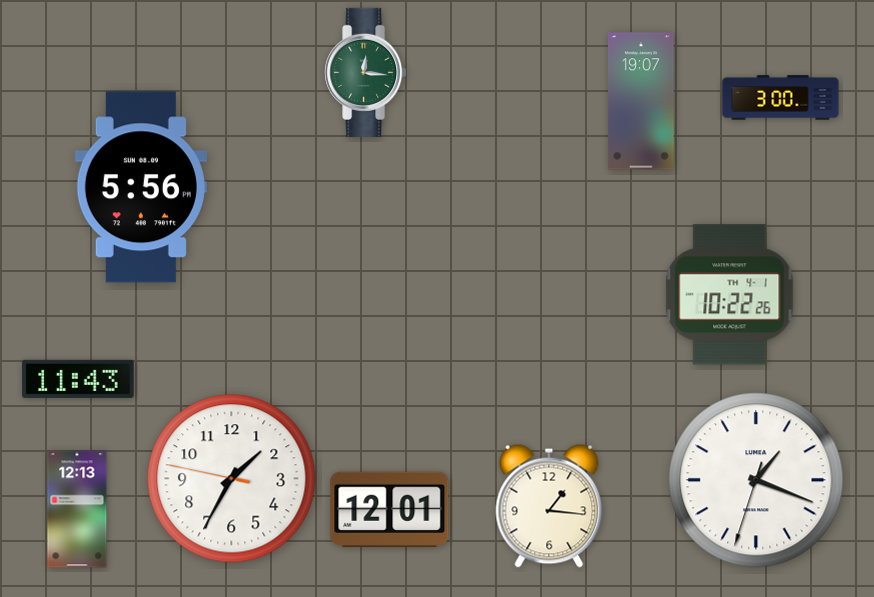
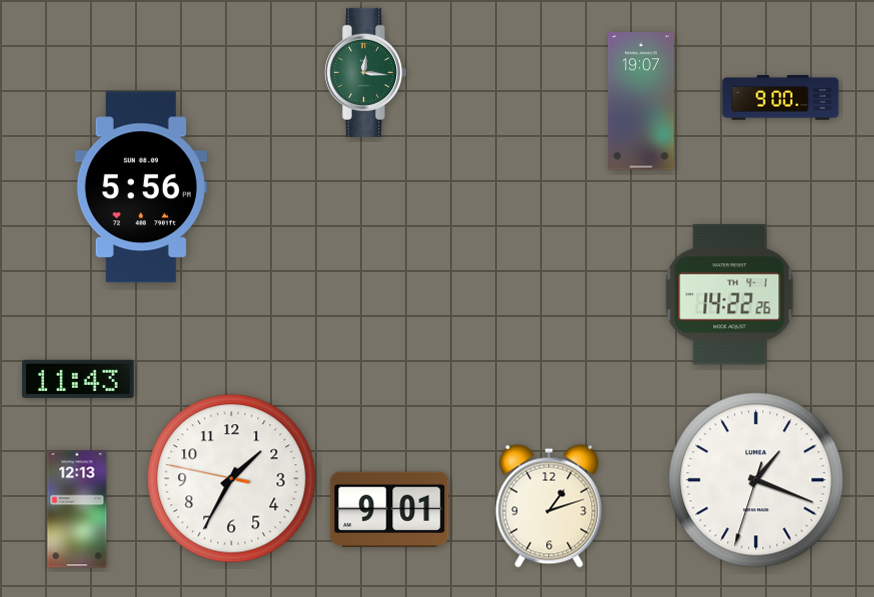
clock at (781, 98): 3:00 -> 9:00
clock at (730, 295): 10:22 -> 14:22
clock at (549, 506): 1:16 -> 1:12
clock at (390, 509): 12:01 -> 9:01
